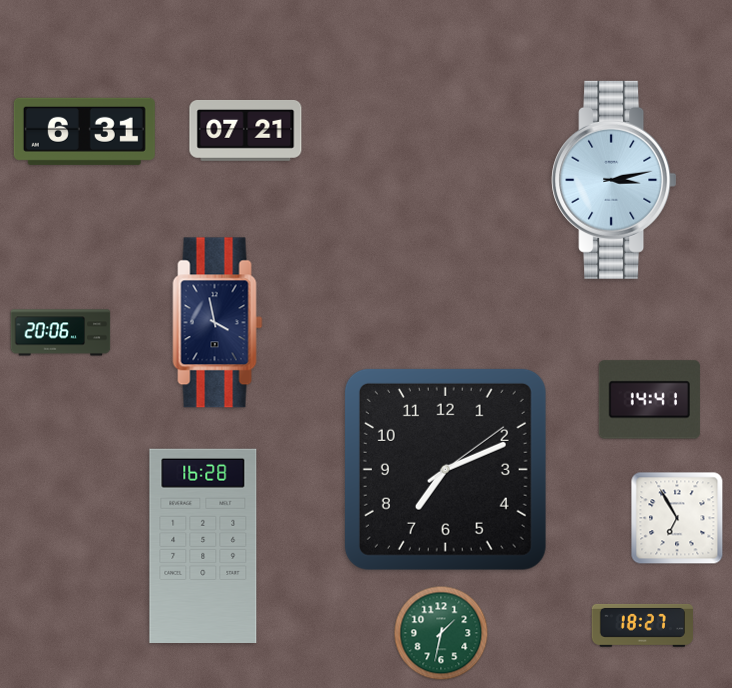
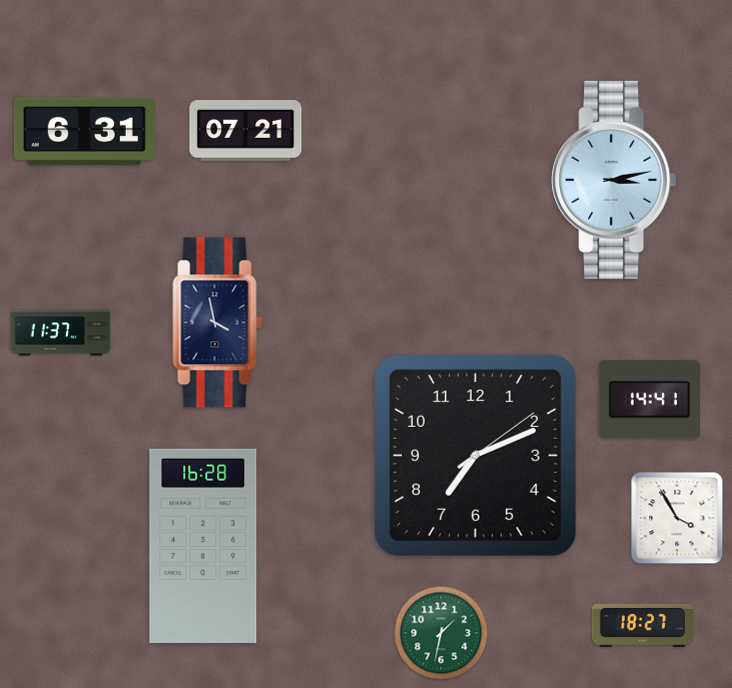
clock at (61, 333): 20:06 -> 11:37
clock at (445, 469) position: (445, 469) -> (475, 455)
clock at (677, 518): 6:55 -> 3:55
